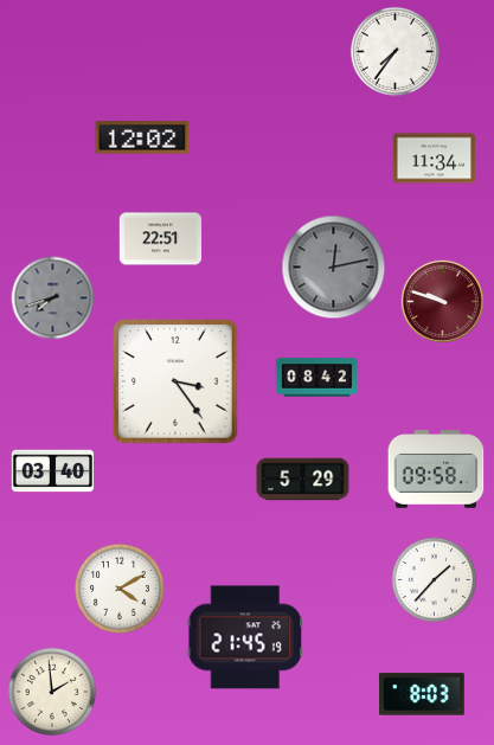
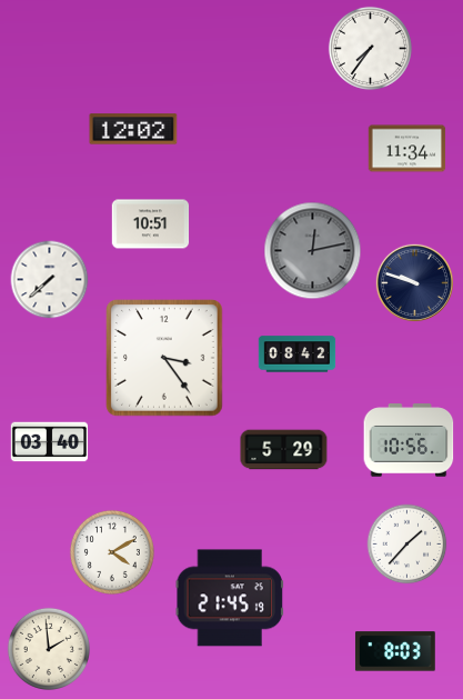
clock at (161, 239): 22:51 -> 10:51
clock at (53, 298): 7:42 -> 7:38
clock at (53, 298) dial: grey -> white
clock at (442, 301) dial: burgundy -> navy
clock at (436, 469): 09:58 -> 10:56
